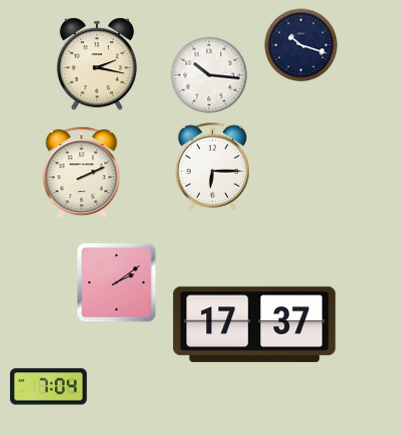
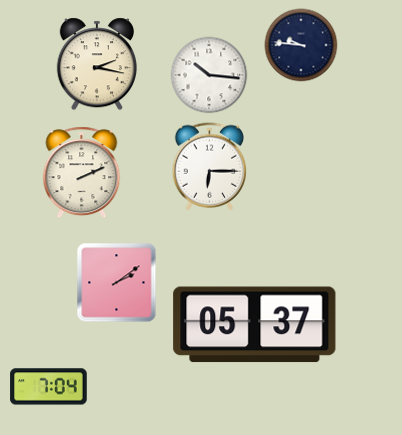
clock at (301, 45): 10:18 -> 9:46
clock at (212, 167) position: (212, 167) -> (209, 167)
clock at (255, 325): 17:37 -> 05:37
